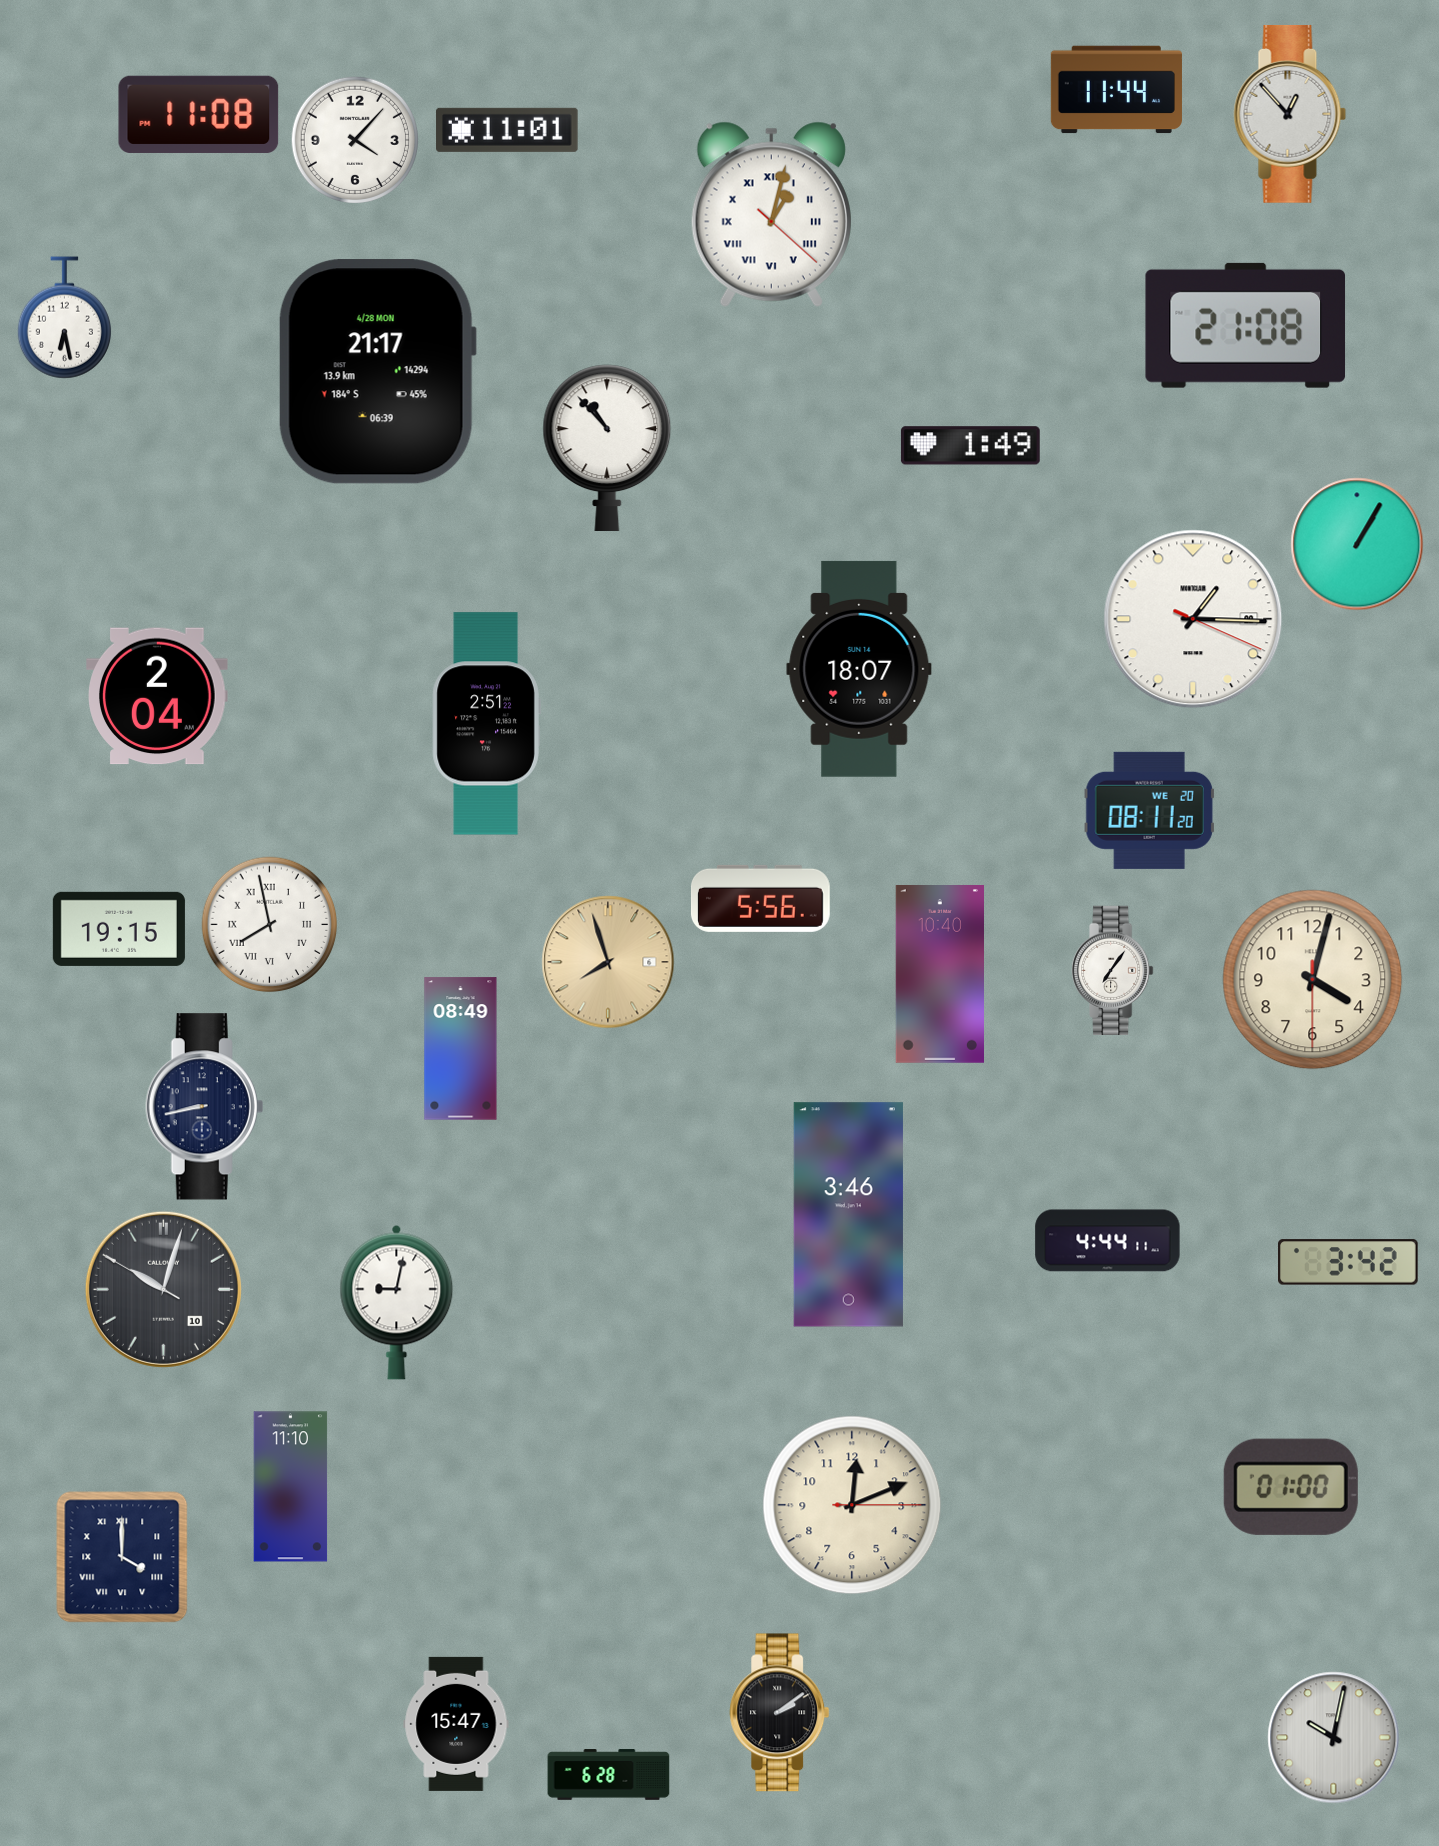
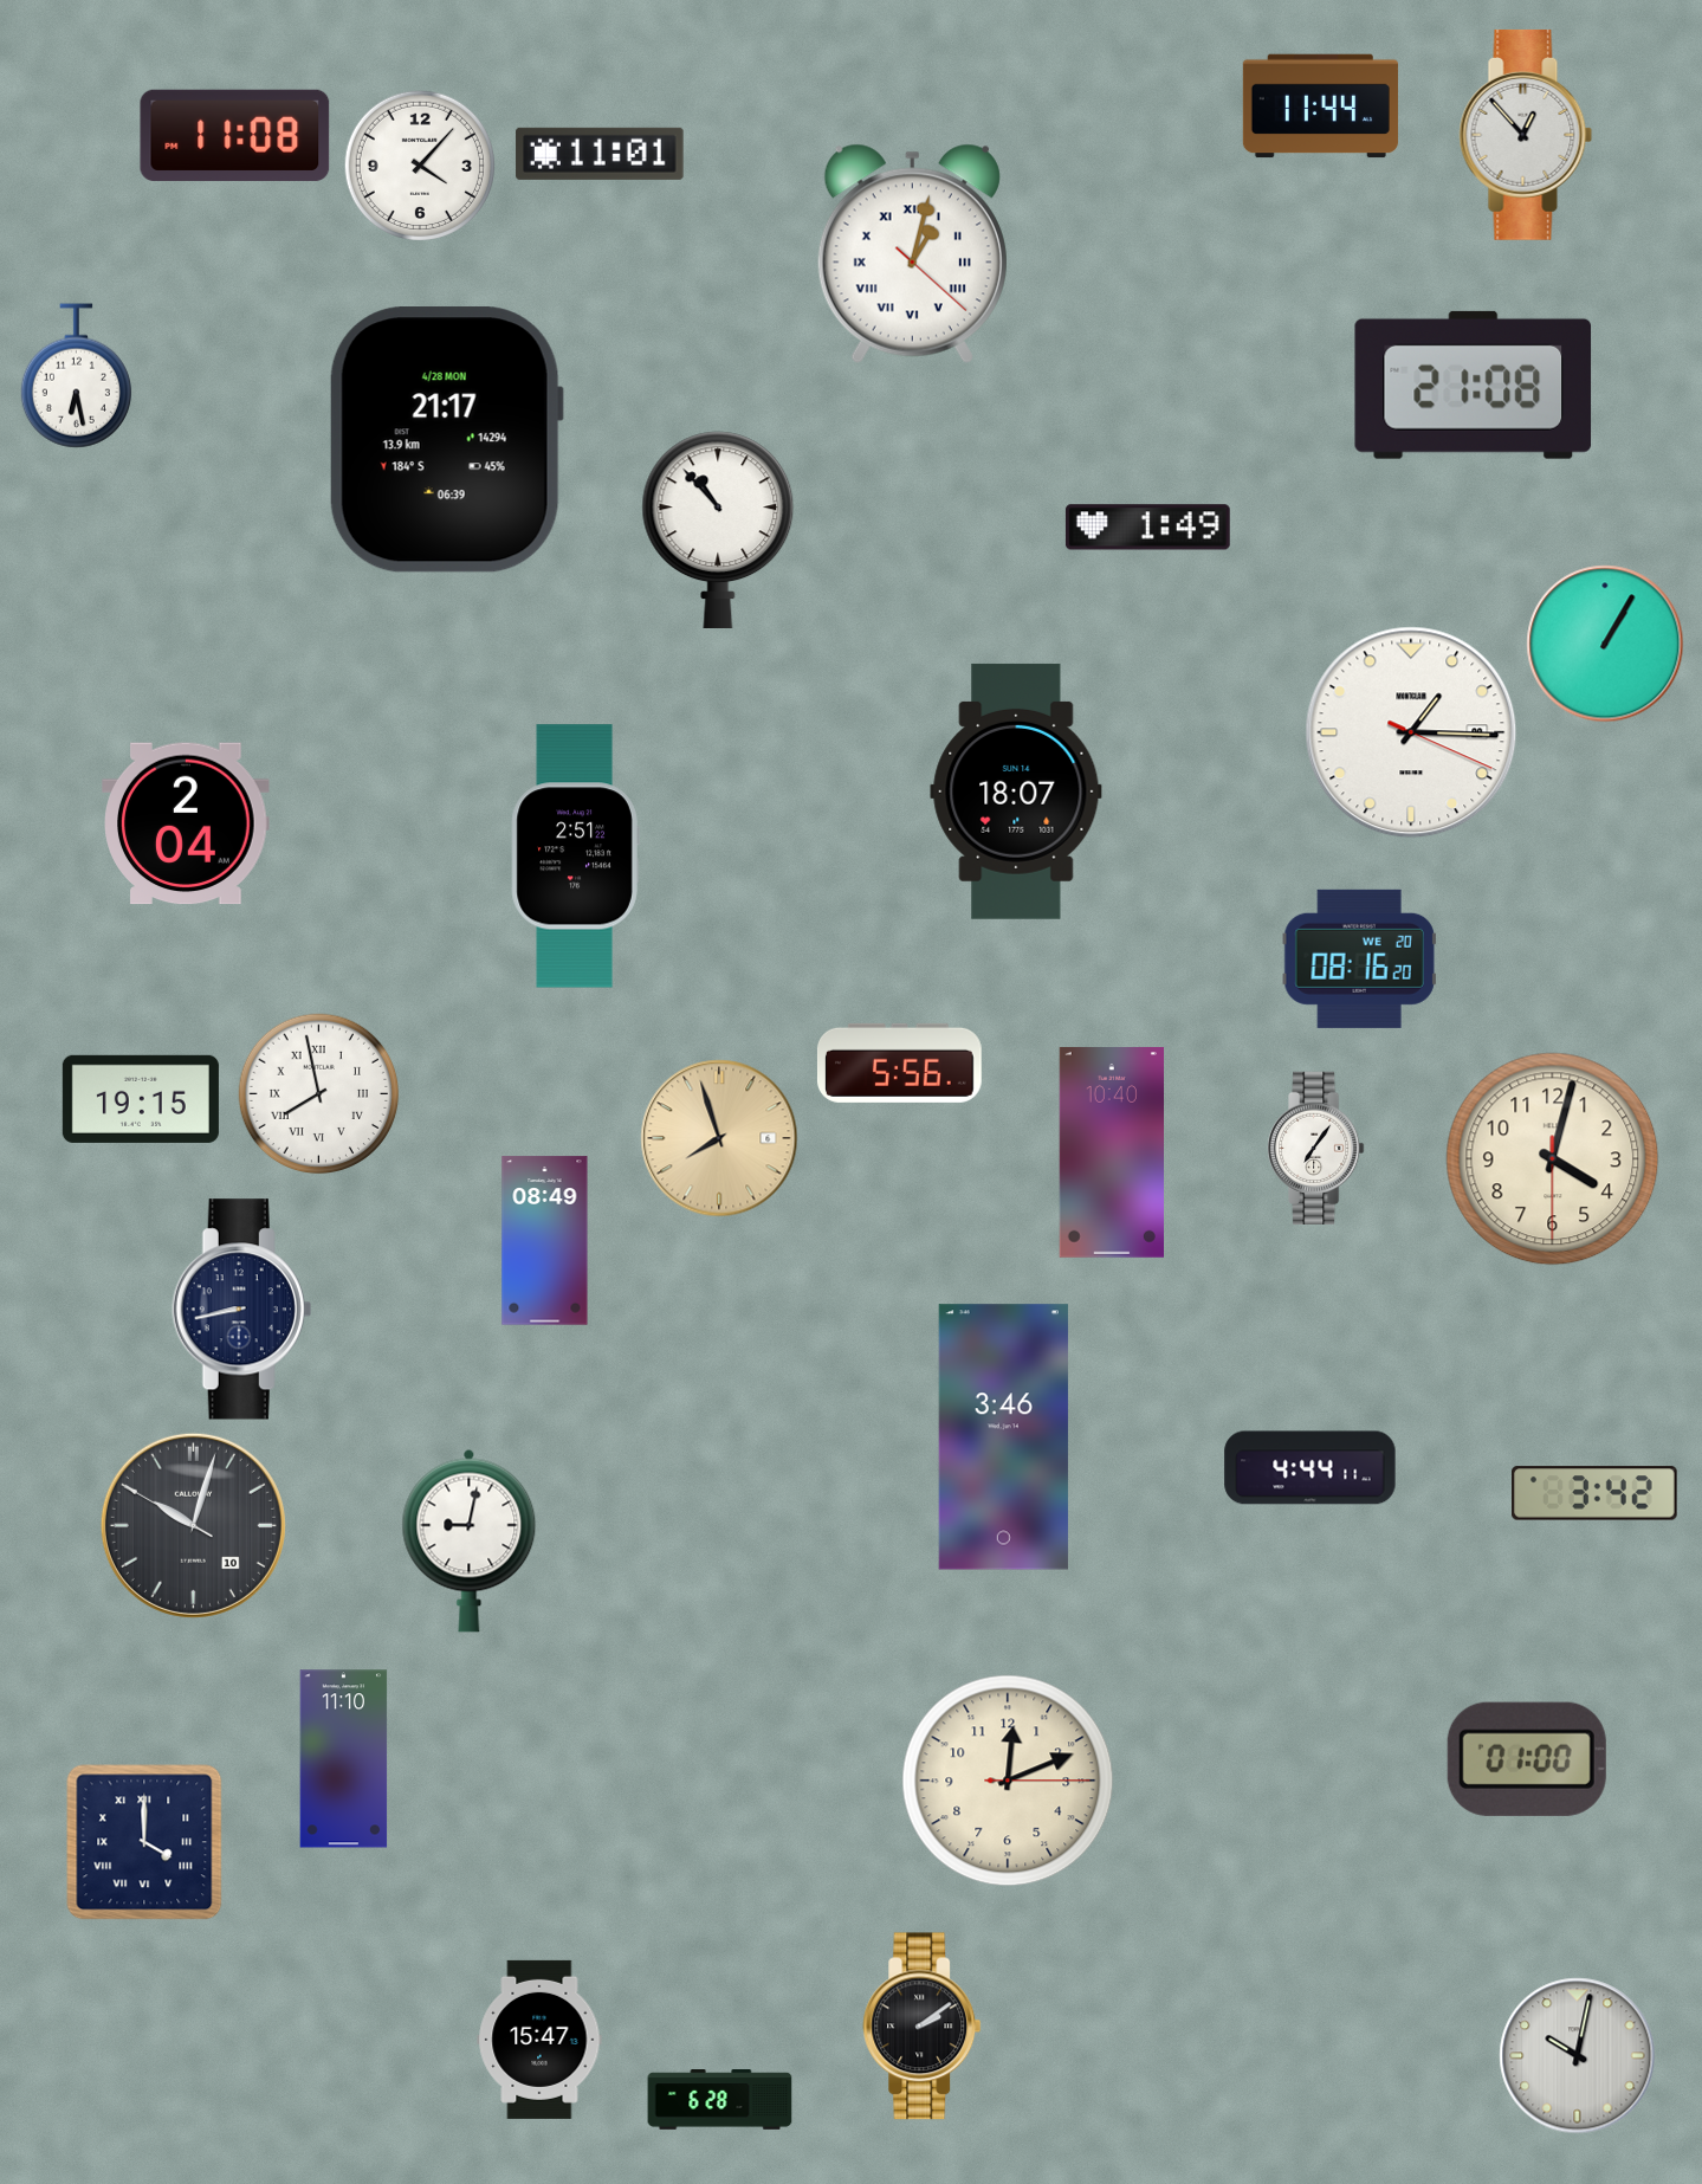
clock at (1149, 810): 08:11 -> 08:16
